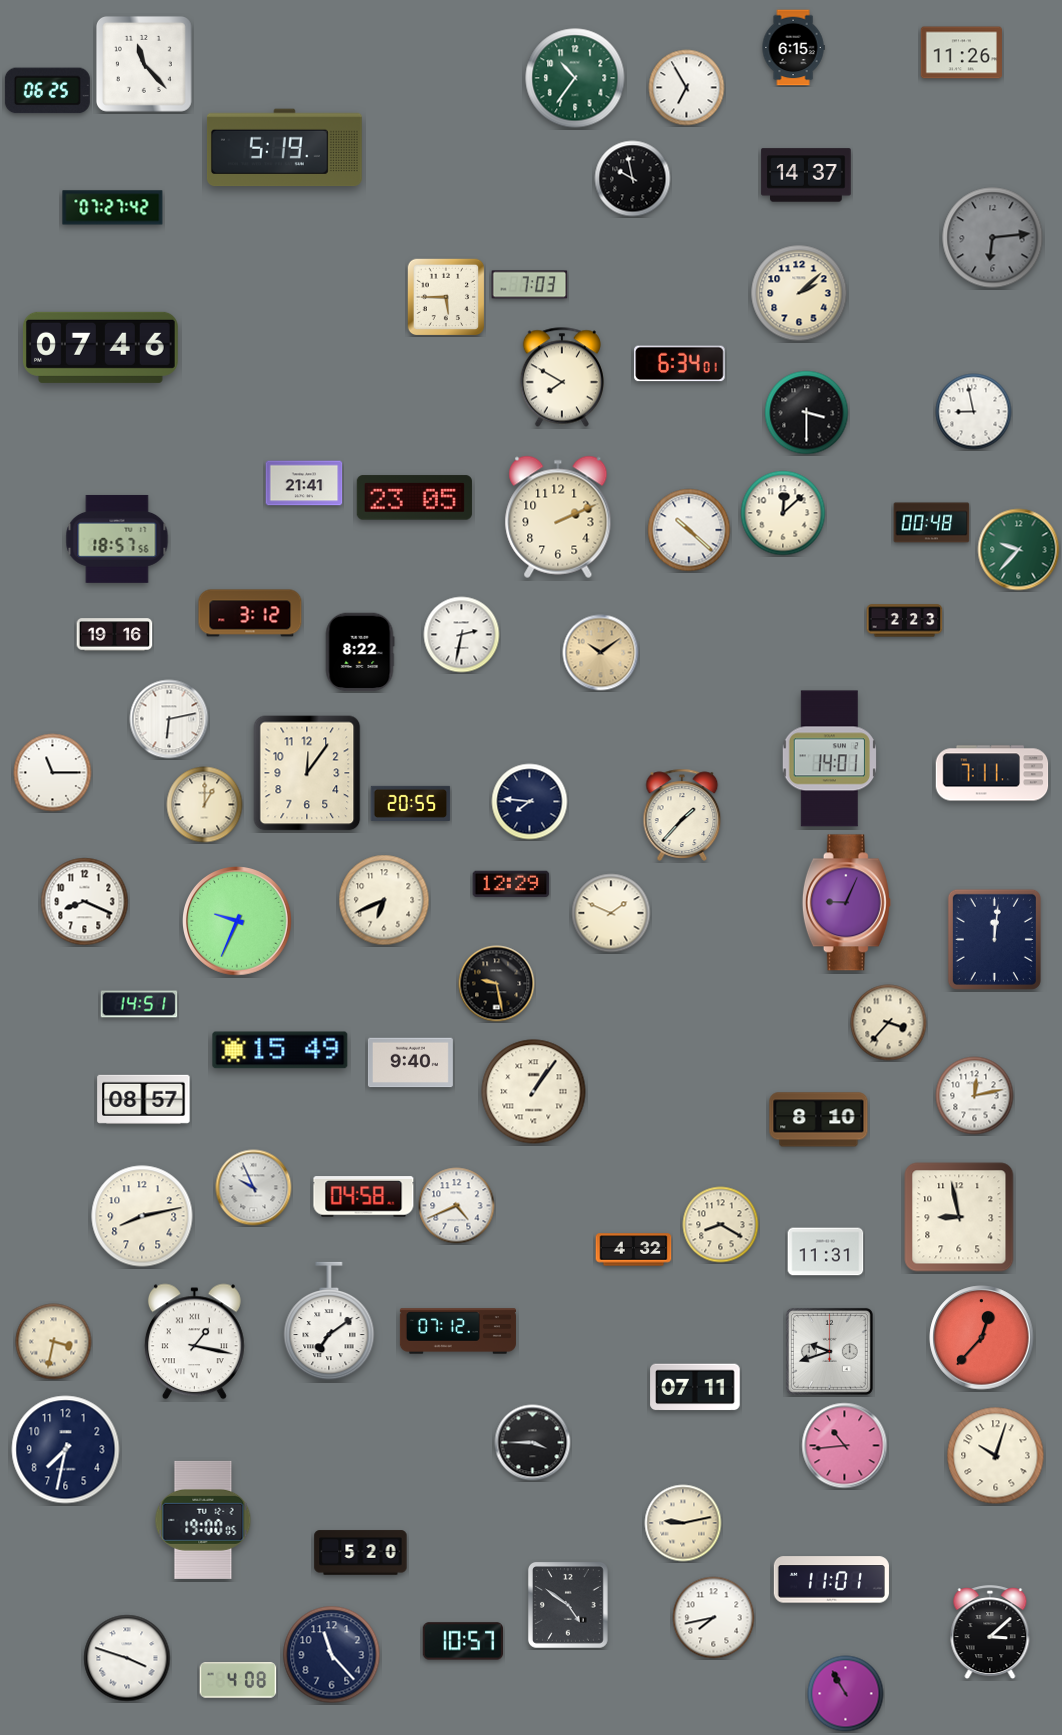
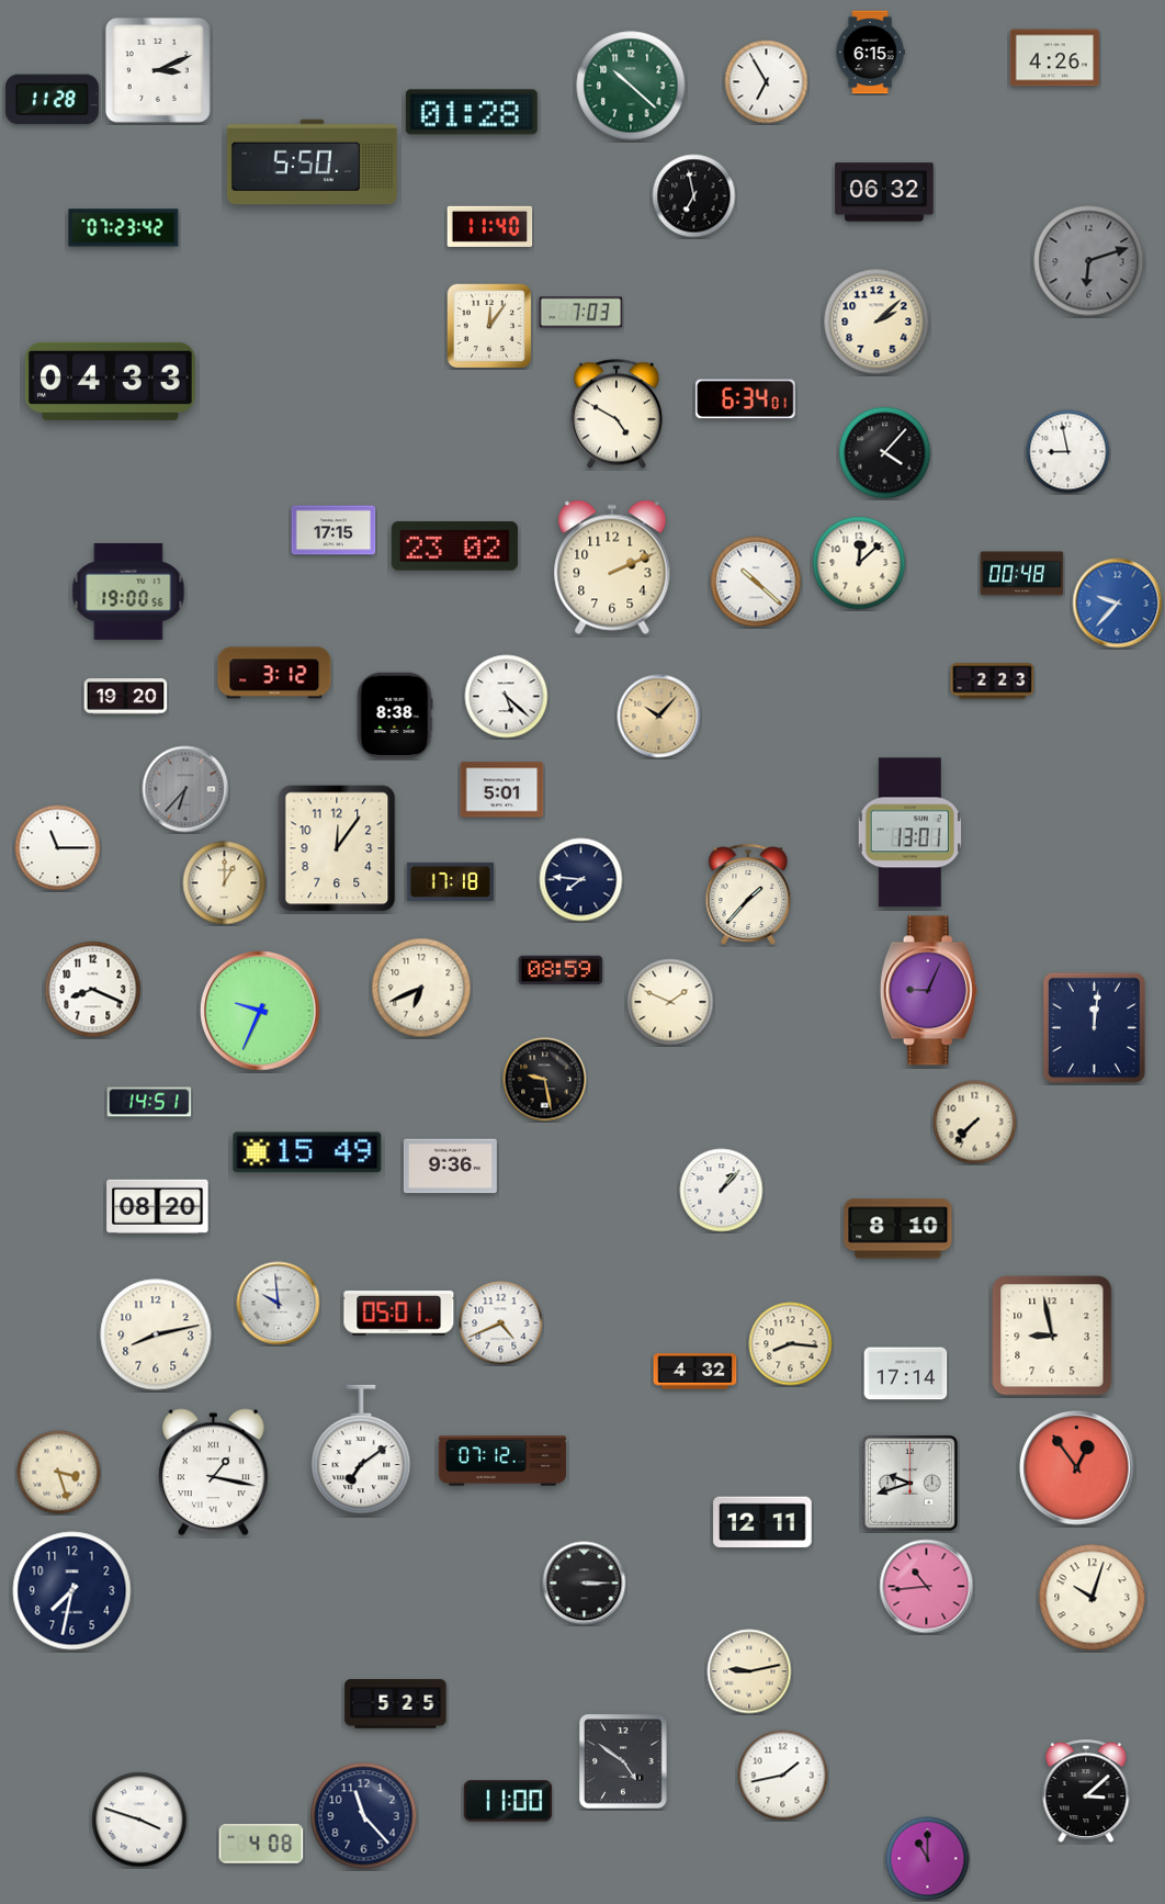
clock at (961, 53): 11:26 -> 4:26
clock at (144, 64): 11:23 -> 3:11
clock at (575, 78): 10:36 -> 10:22
clock at (687, 88) position: (687, 88) -> (767, 82)
clock at (47, 91): 06:25 -> 11:28
clock at (472, 112): none -> 01:28
clock at (284, 148): 5:19 -> 5:50
clock at (806, 175): 14:37 -> 06:32
clock at (633, 179): 9:58 -> 6:58
clock at (490, 226): none -> 11:40
clock at (113, 208): 07:27 -> 07:23
clock at (993, 238): 6:14 -> 6:12
clock at (446, 297): 5:45 -> 12:06
clock at (100, 347): 07:46 -> 04:33
clock at (562, 377): 7:50 -> 4:50
clock at (807, 413): 3:30 -> 4:07
clock at (304, 483): 21:41 -> 17:15
clock at (414, 498): 23:05 -> 23:02
clock at (117, 539): 18:57 -> 19:00
clock at (1019, 550) dial: green -> blue
clock at (115, 635): 19:16 -> 19:20
clock at (462, 635): 2:32 -> 5:22
clock at (360, 652): 8:22 -> 8:38
clock at (601, 653): 10:09 -> 10:07
clock at (169, 719): 6:13 -> 6:37
clock at (169, 719) dial: white -> grey
clock at (502, 790): none -> 5:01
clock at (829, 759): 14:01 -> 13:01
clock at (992, 773): 7:11 -> none
clock at (411, 803): 20:55 -> 17:18
clock at (511, 884): 12:29 -> 08:59
clock at (994, 939) position: (994, 939) -> (1094, 1027)
clock at (139, 1004) position: (139, 1004) -> (149, 1102)
clock at (889, 1023): 3:37 -> 7:37
clock at (410, 1063): 9:40 -> 9:36
clock at (722, 1191): none -> 1:07
clock at (534, 1092): 1:06 -> none
clock at (975, 1096): 12:13 -> none
clock at (144, 1099): 08:57 -> 08:20
clock at (254, 1188): 9:56 -> 9:59
clock at (364, 1197): 04:58 -> 05:01
clock at (721, 1225): 8:20 -> 8:16
clock at (826, 1252): 11:31 -> 17:14
clock at (982, 1338): 12:37 -> 12:54
clock at (54, 1342): 3:32 -> 3:27
clock at (695, 1387): 07:11 -> 12:11
clock at (533, 1443): 3:45 -> 3:15
clock at (203, 1520): 19:00 -> none
clock at (361, 1553): 5:20 -> 5:25
clock at (831, 1580): 11:01 -> none
clock at (714, 1618): 7:43 -> 1:43
clock at (462, 1641): 10:57 -> 11:00
clock at (846, 1694): 10:55 -> 11:00
